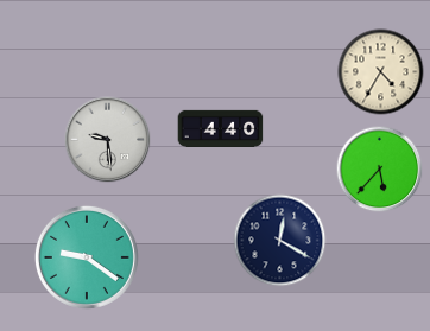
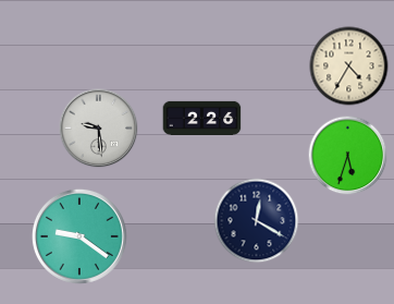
clock at (221, 128): 4:40 -> 2:26
clock at (380, 170): 5:37 -> 5:33
